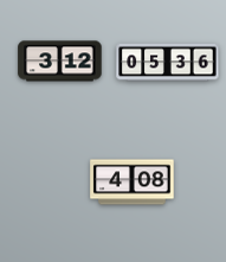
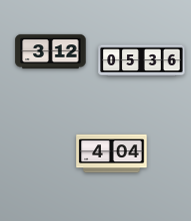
clock at (168, 63) position: (168, 63) -> (142, 61)
clock at (133, 183): 4:08 -> 4:04
